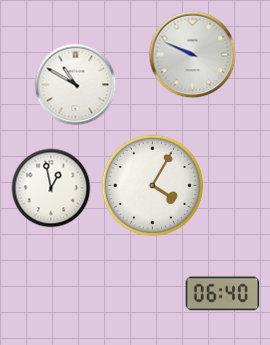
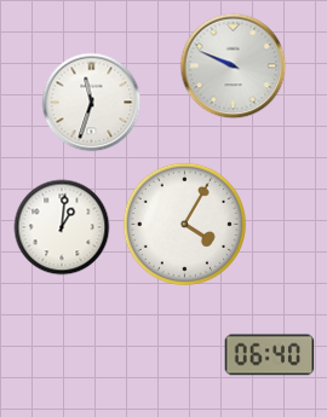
clock at (76, 85): 10:50 -> 11:33
clock at (51, 188): 12:58 -> 1:01
